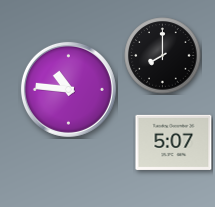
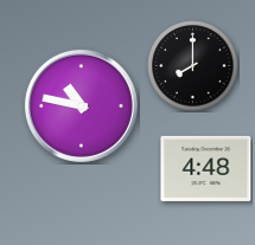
clock at (68, 89): 10:46 -> 10:47
clock at (174, 142): 5:07 -> 4:48
